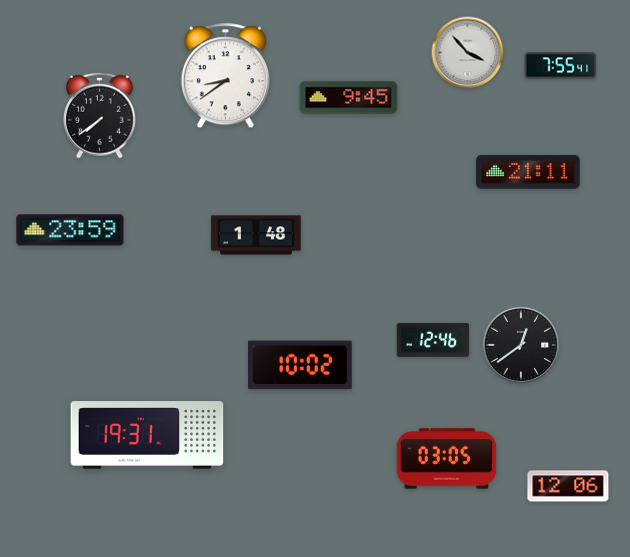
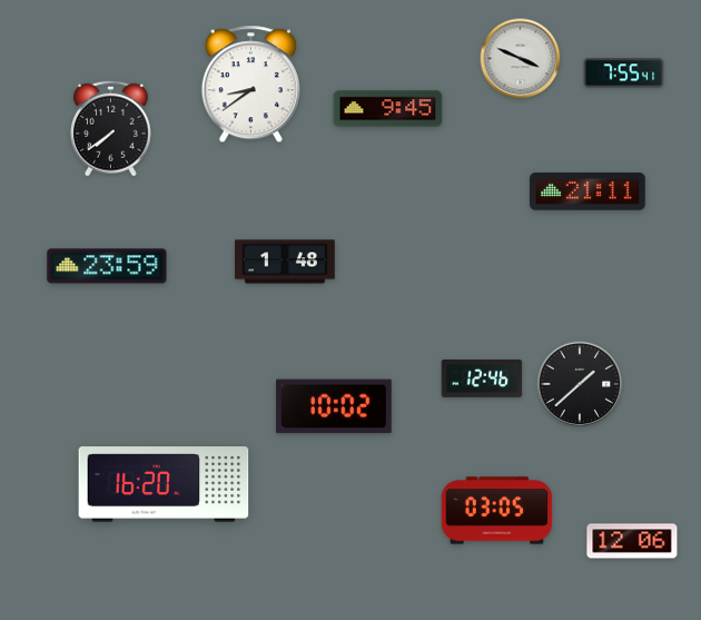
clock at (468, 53): 3:53 -> 3:49
clock at (70, 230) position: (70, 230) -> (107, 266)
clock at (521, 345): 12:39 -> 1:38
clock at (147, 435): 19:31 -> 16:20
